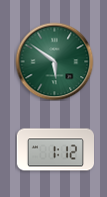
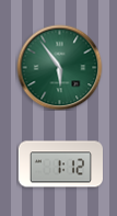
clock at (54, 61): 5:51 -> 5:54
